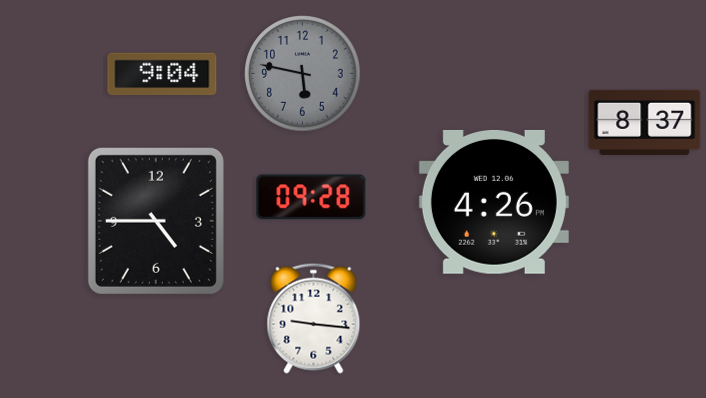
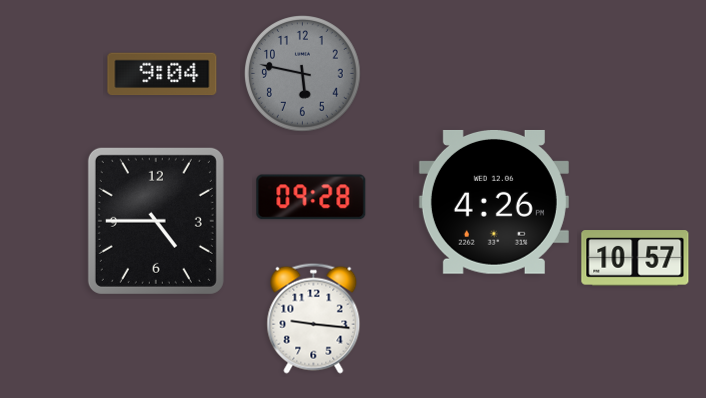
clock at (645, 122): 8:37 -> none
clock at (635, 258): none -> 10:57
